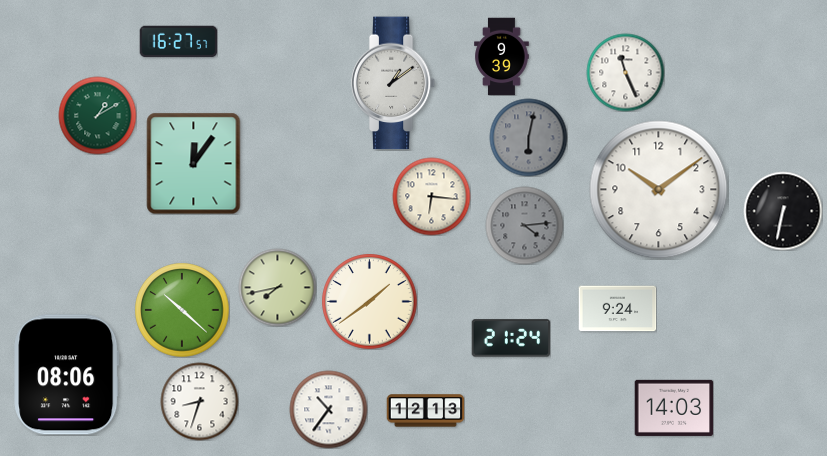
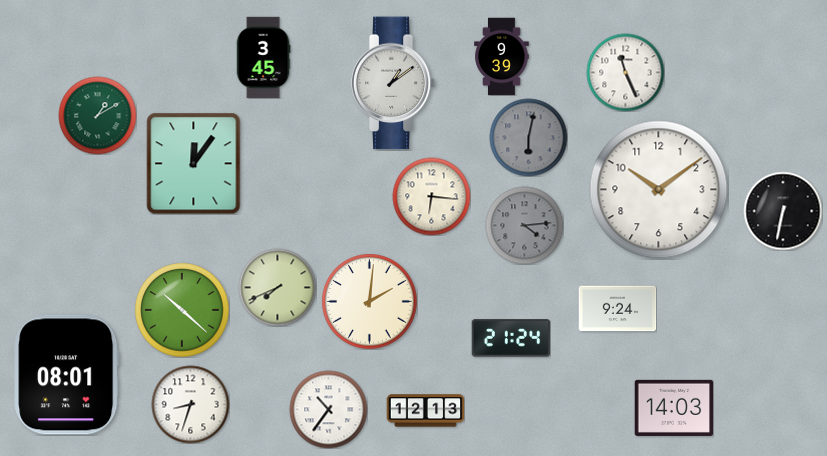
clock at (178, 42): 16:27 -> none
clock at (263, 57): none -> 3:45
clock at (277, 287): 7:43 -> 7:41
clock at (369, 301): 1:39 -> 2:01
clock at (67, 375): 08:06 -> 08:01
clock at (199, 401) position: (199, 401) -> (190, 404)
